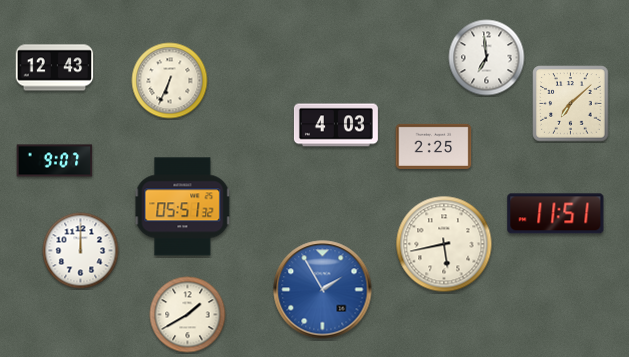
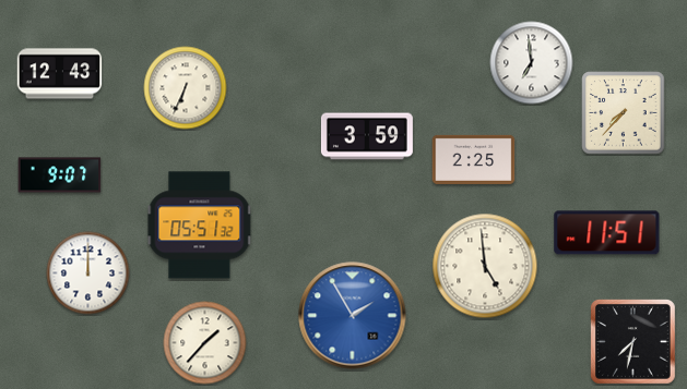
clock at (571, 104): 7:08 -> 7:37
clock at (336, 125): 4:03 -> 3:59
clock at (444, 244): 5:43 -> 4:59
clock at (633, 342): none -> 7:32
clock at (188, 315): 1:40 -> 1:37
